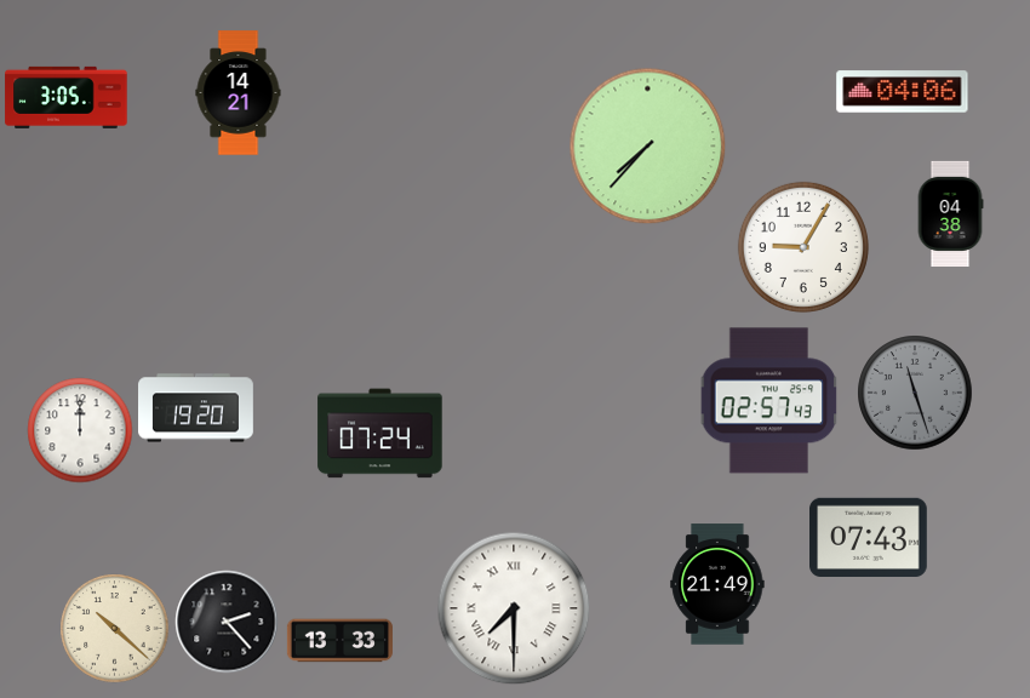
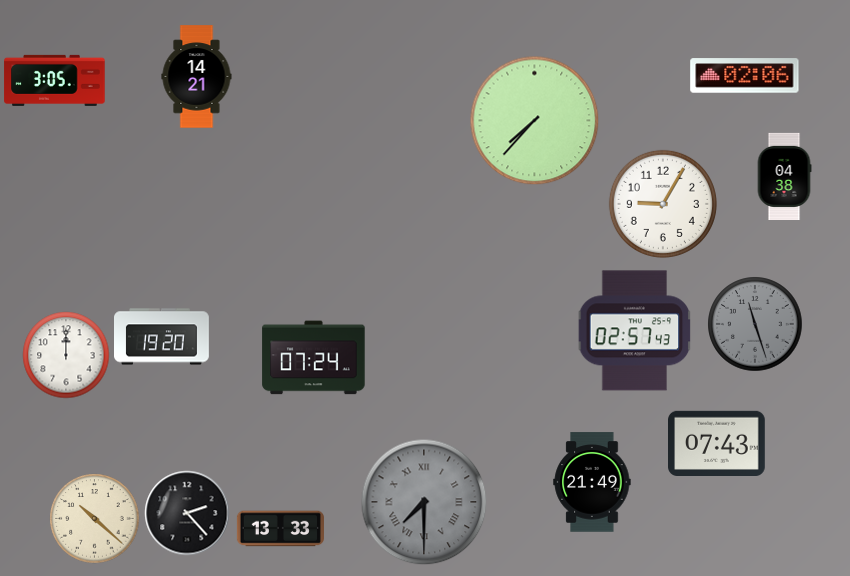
clock at (903, 92): 04:06 -> 02:06
clock at (514, 608) dial: white -> grey
